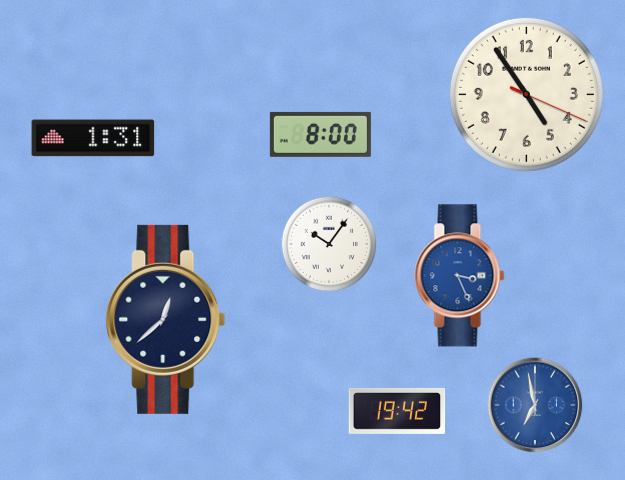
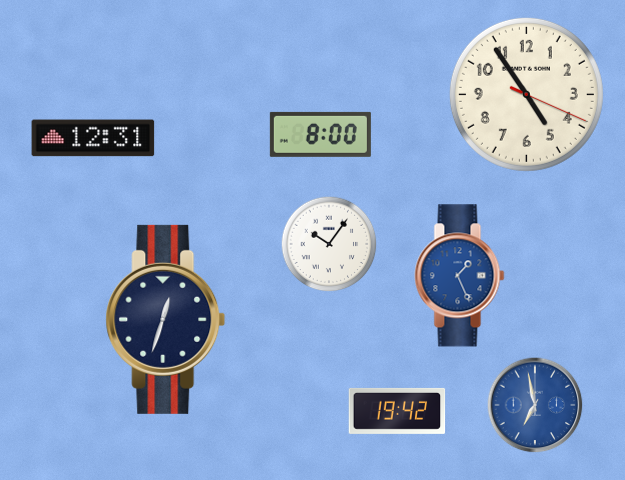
clock at (93, 138): 1:31 -> 12:31
clock at (460, 276): 3:26 -> 1:26
clock at (166, 319): 12:38 -> 12:33
